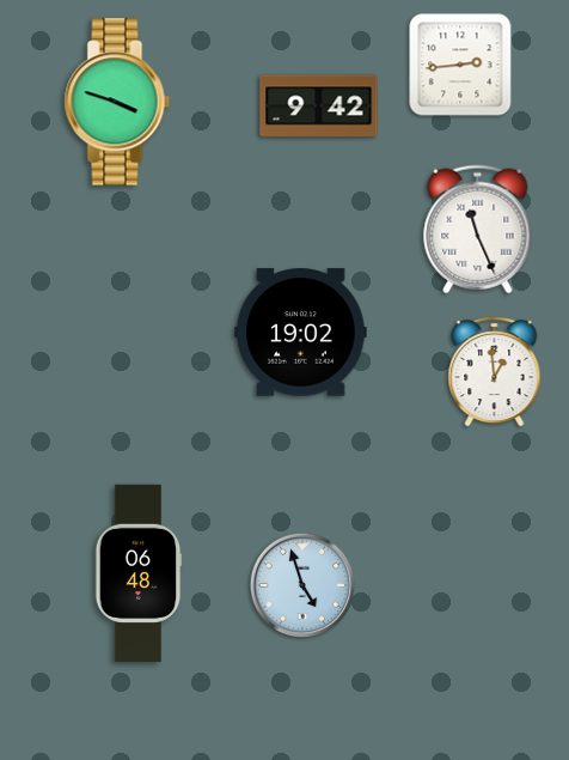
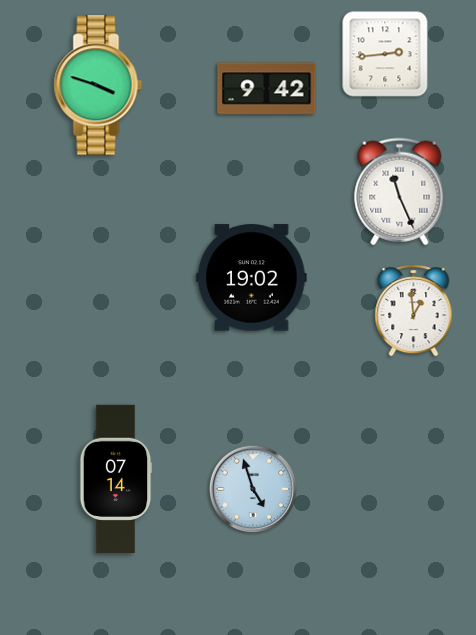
clock at (139, 573): 06:48 -> 07:14
